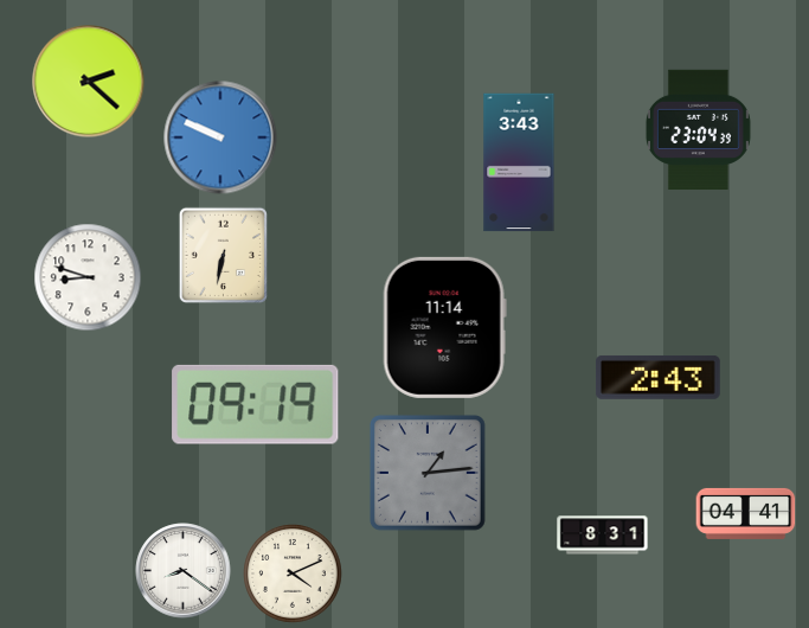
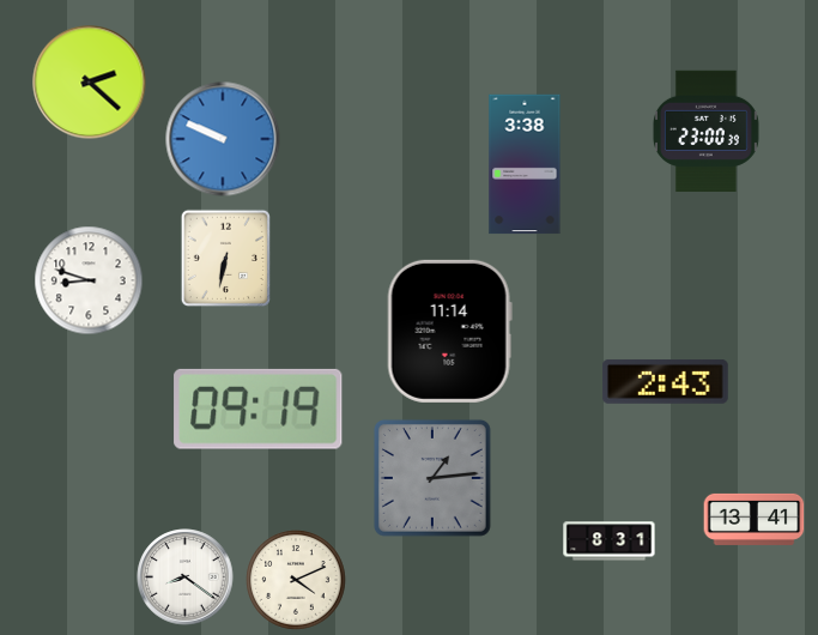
clock at (698, 130): 23:04 -> 23:00
clock at (519, 162): 3:43 -> 3:38
clock at (746, 513): 04:41 -> 13:41
